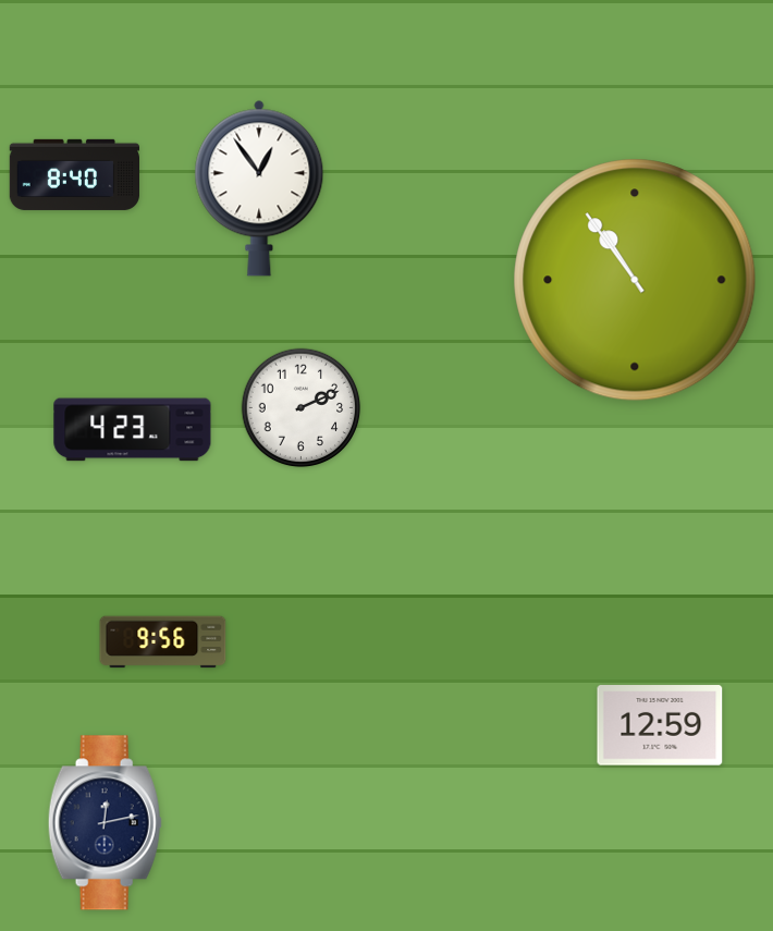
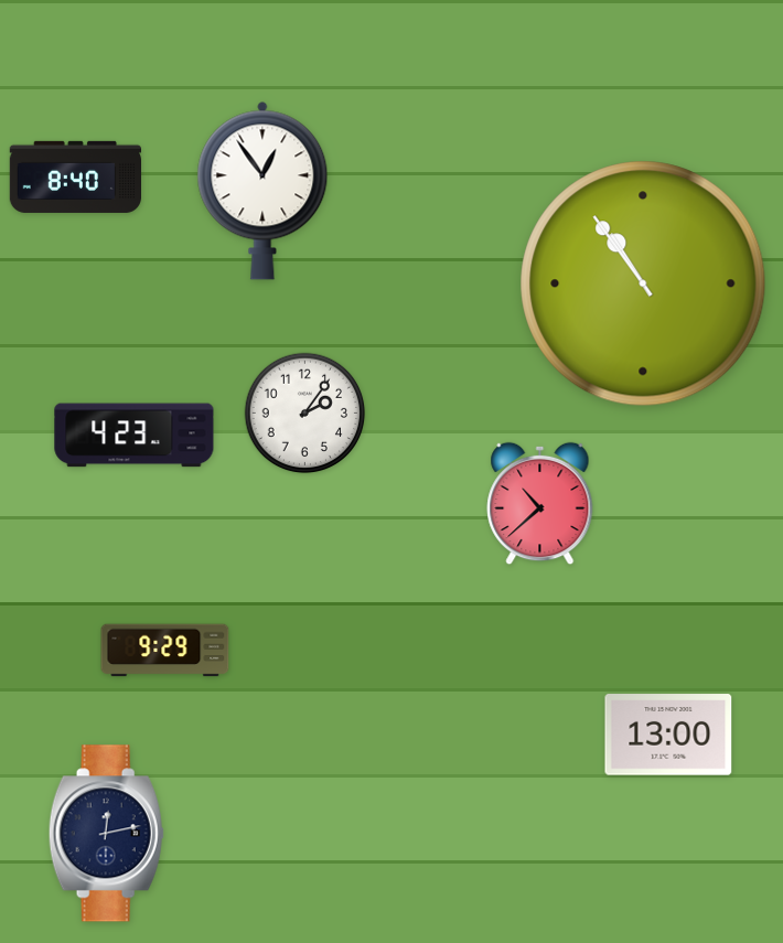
clock at (302, 408): 2:11 -> 2:06
clock at (540, 504): none -> 10:38
clock at (163, 642): 9:56 -> 9:29
clock at (660, 725): 12:59 -> 13:00
